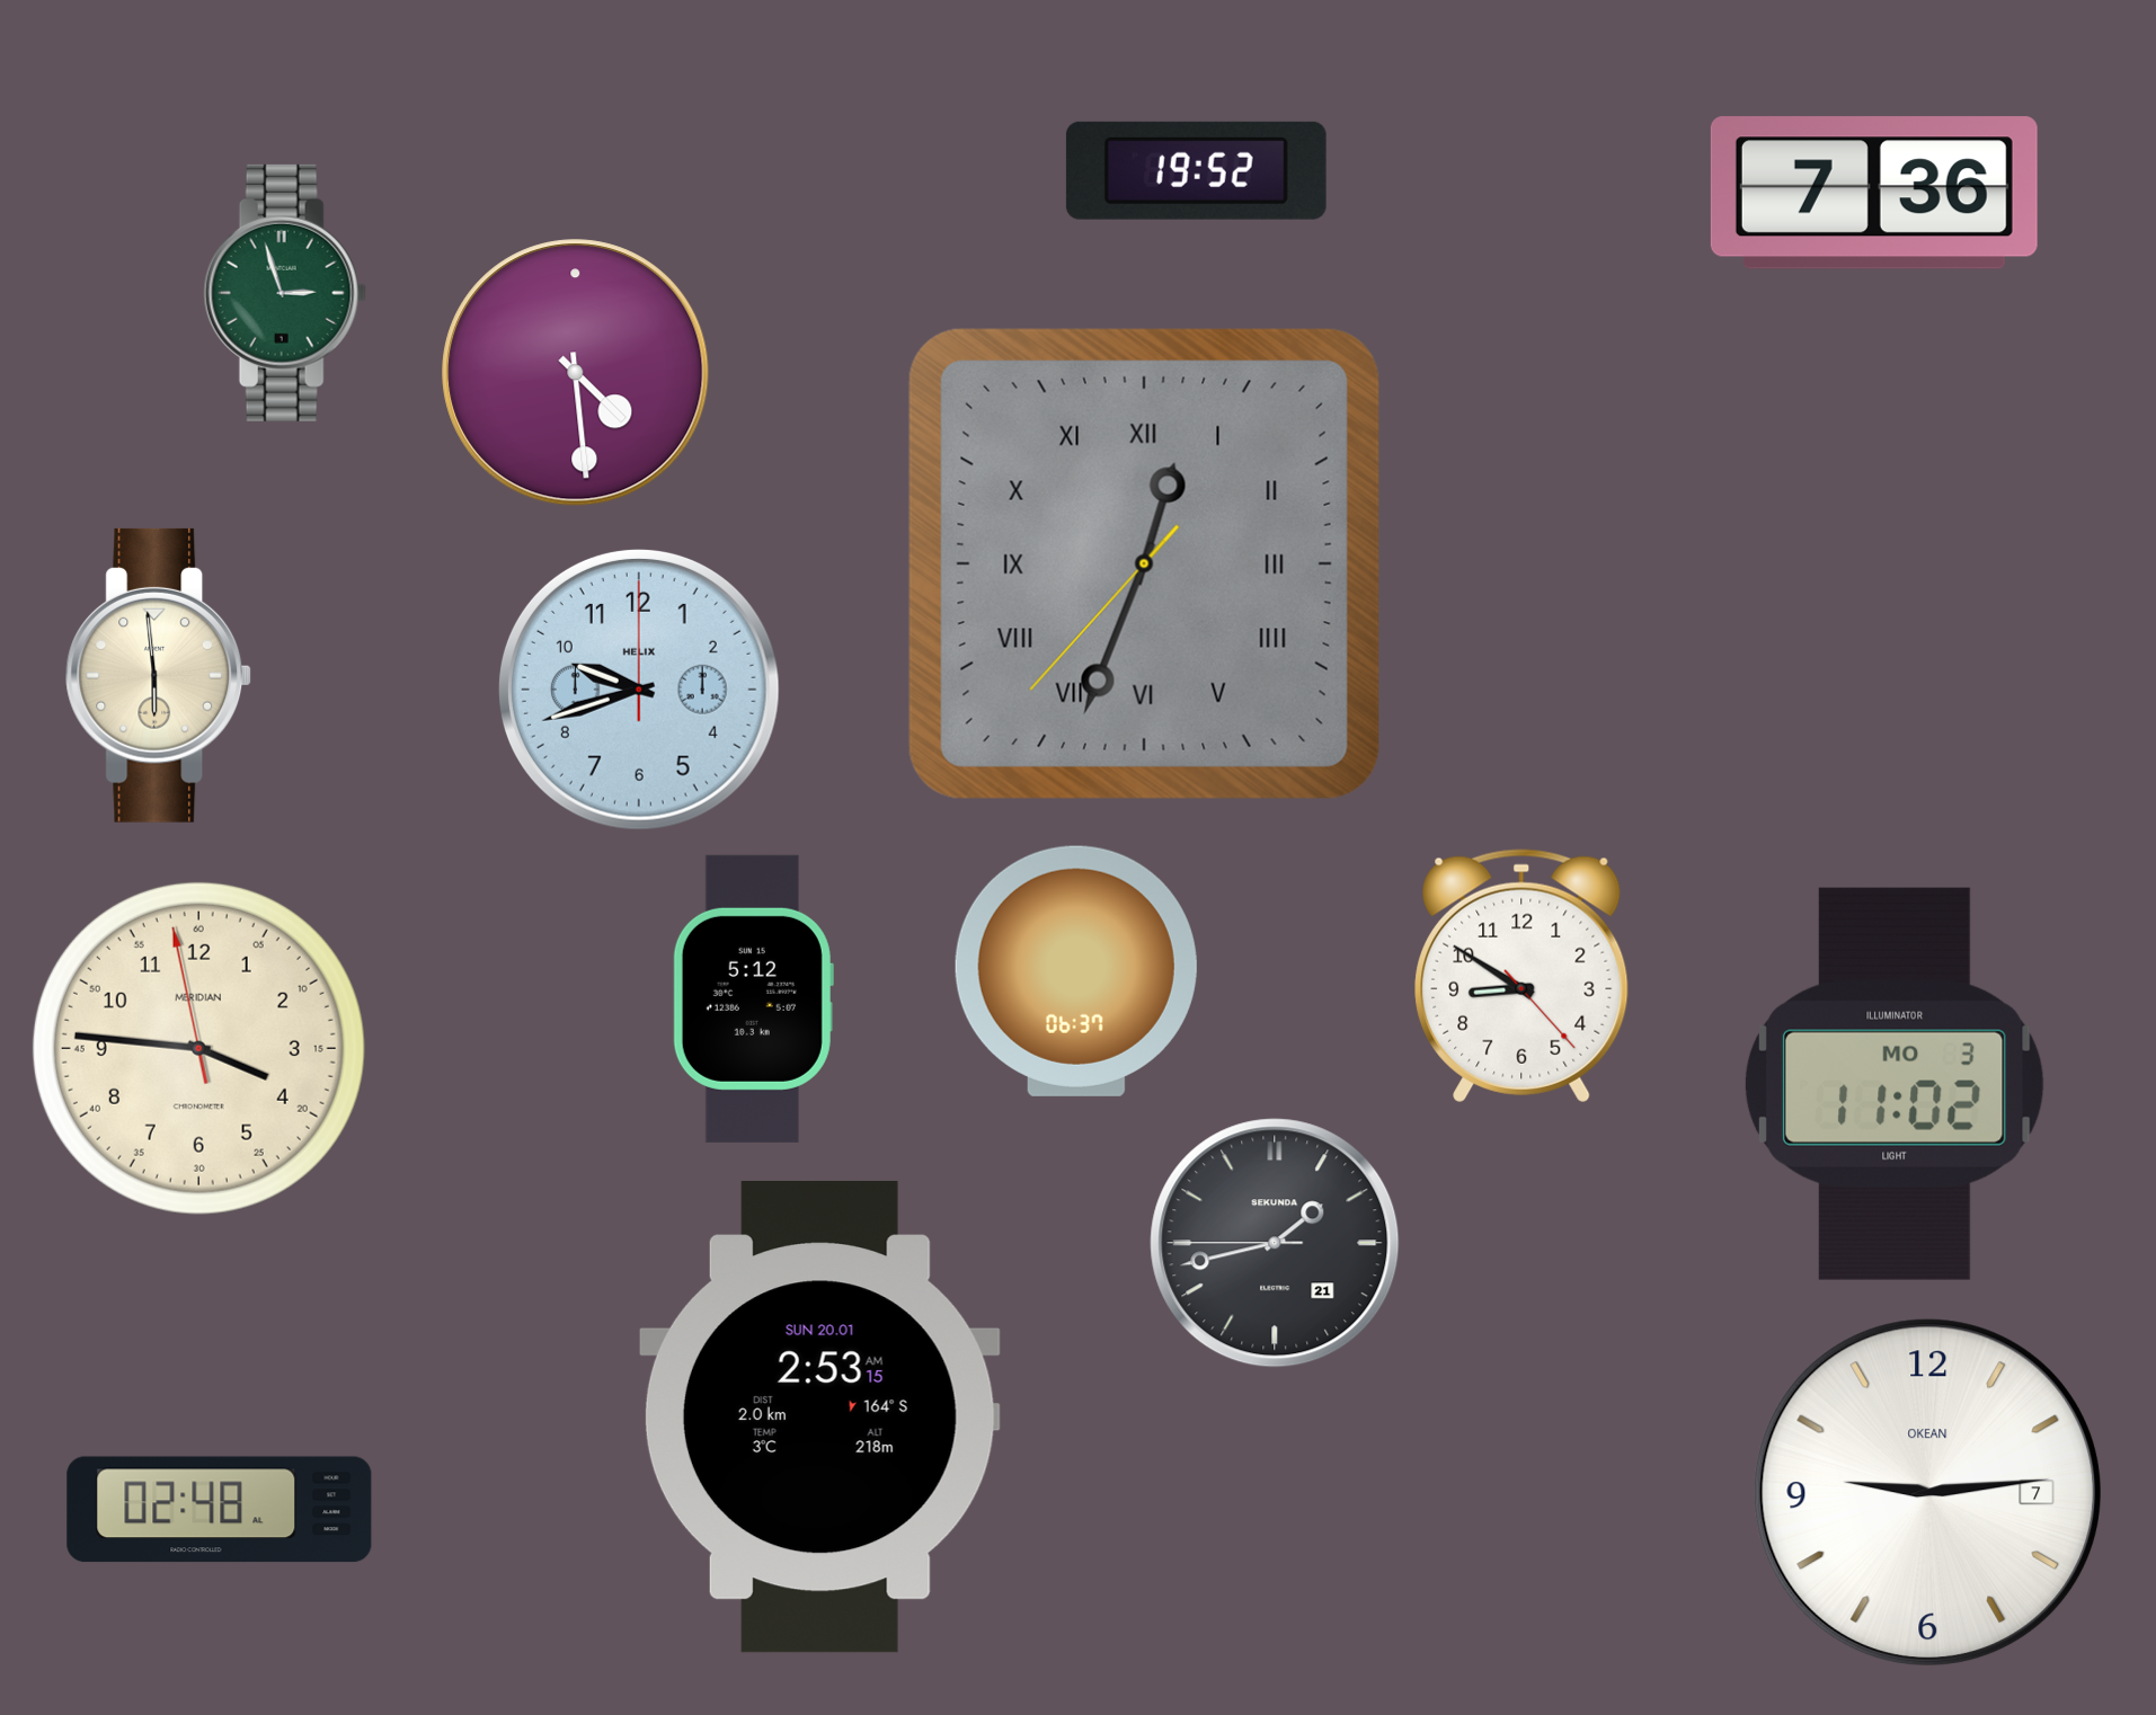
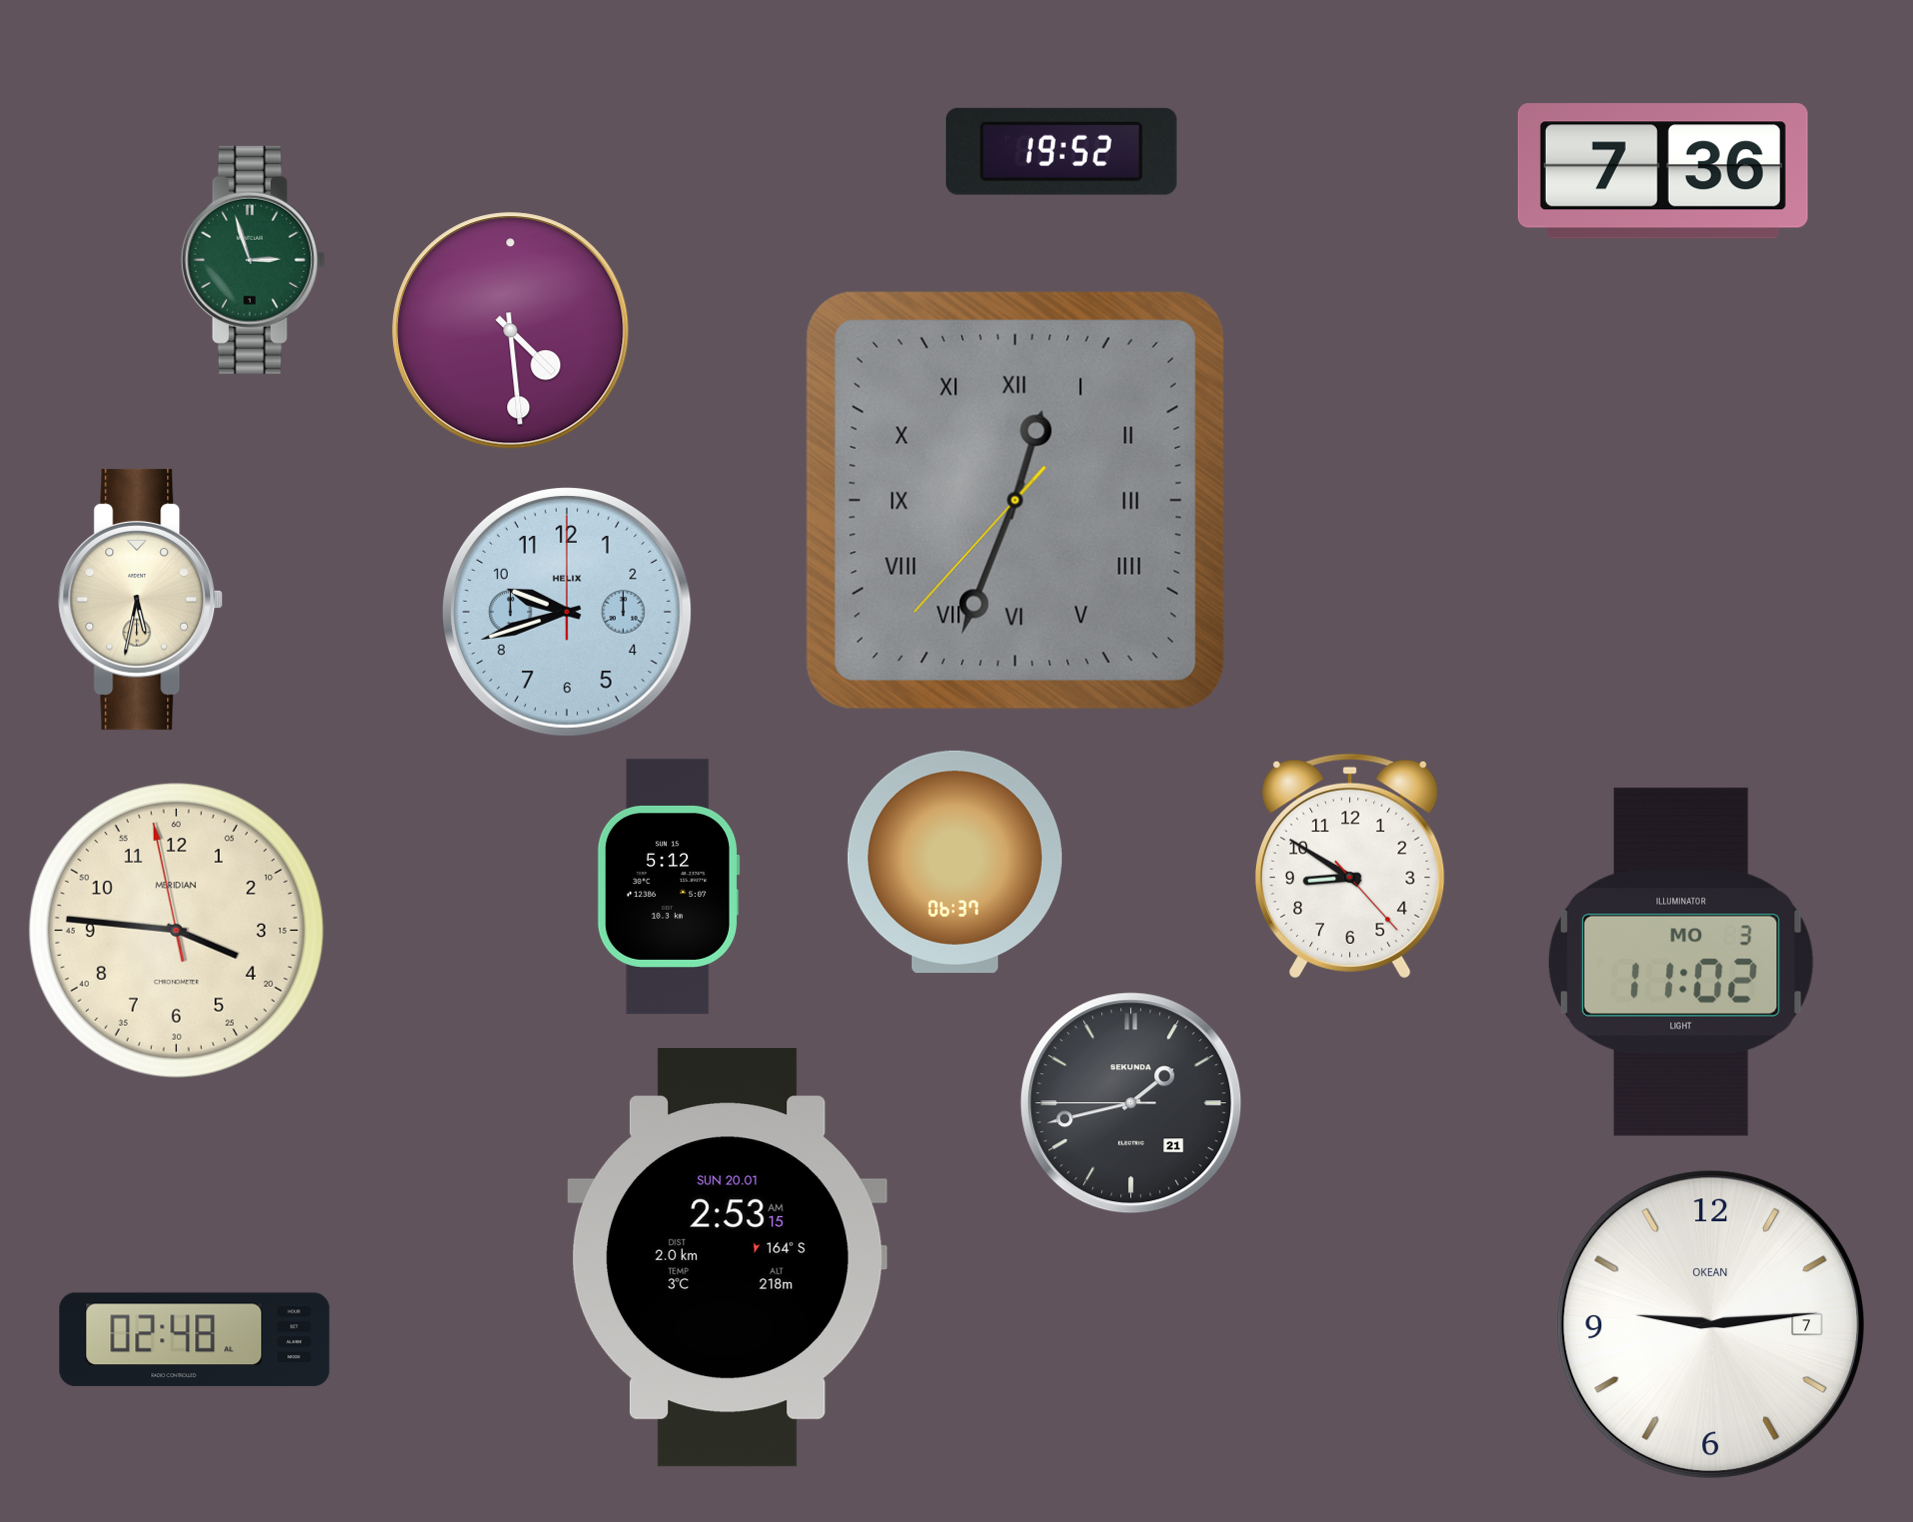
clock at (159, 675): 5:59 -> 5:32
